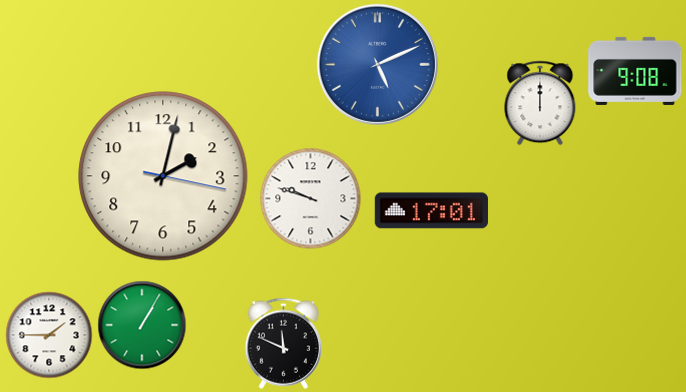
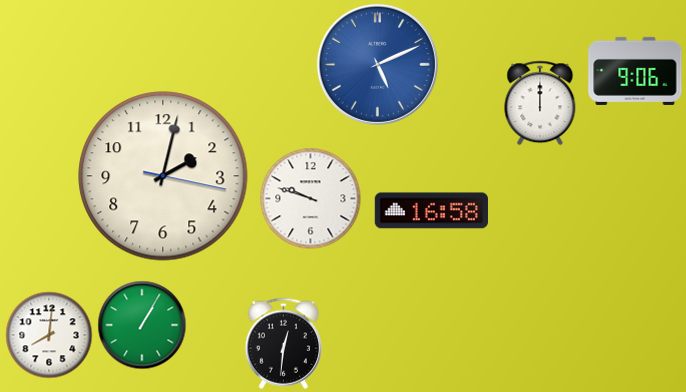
clock at (635, 71): 9:08 -> 9:06
clock at (431, 211): 17:01 -> 16:58
clock at (49, 335): 1:45 -> 8:01
clock at (283, 343): 11:49 -> 12:31
